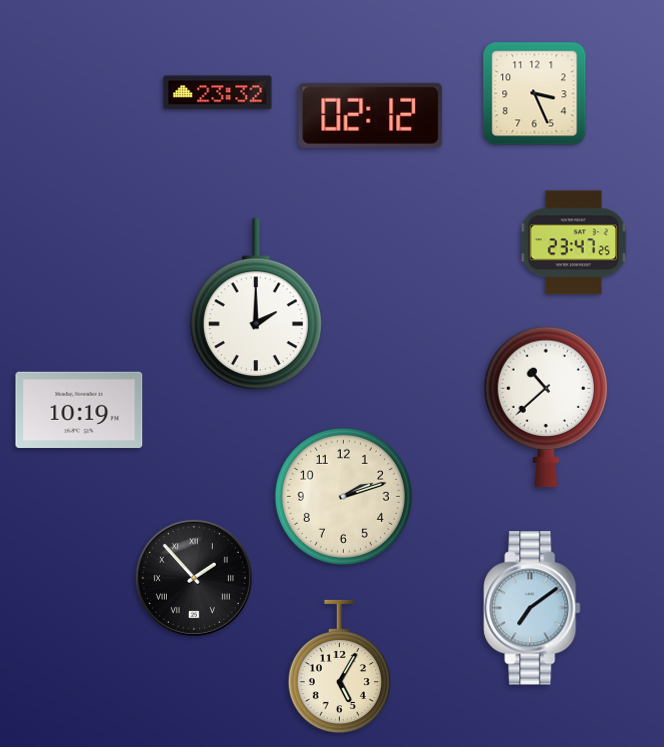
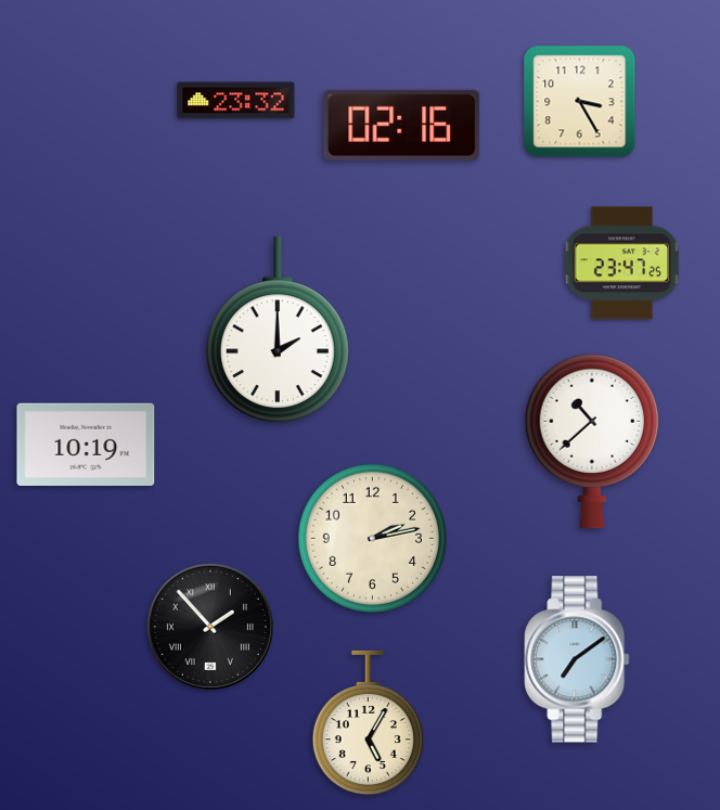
clock at (535, 94): 3:26 -> 3:25
clock at (371, 115): 02:12 -> 02:16
clock at (343, 496): 2:12 -> 2:13
